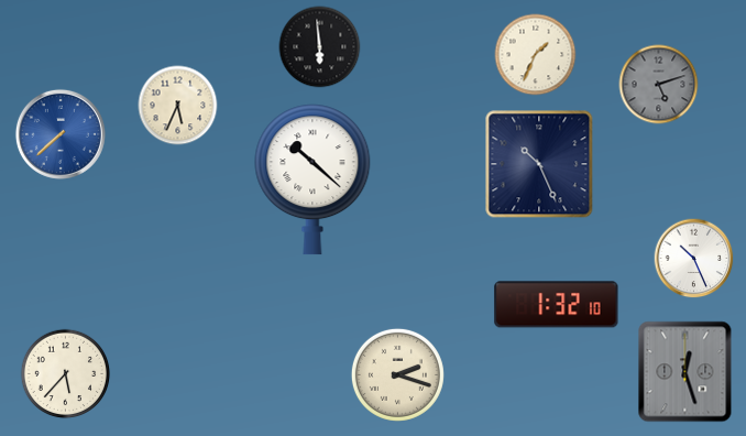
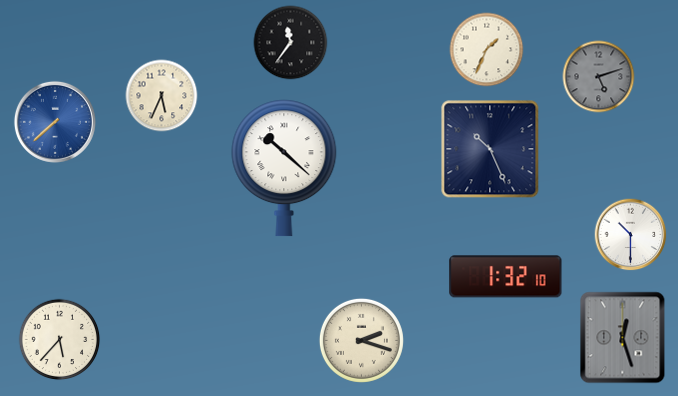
clock at (320, 47): 5:59 -> 11:36
clock at (312, 179) position: (312, 179) -> (284, 168)
clock at (694, 259): 10:26 -> 10:30
